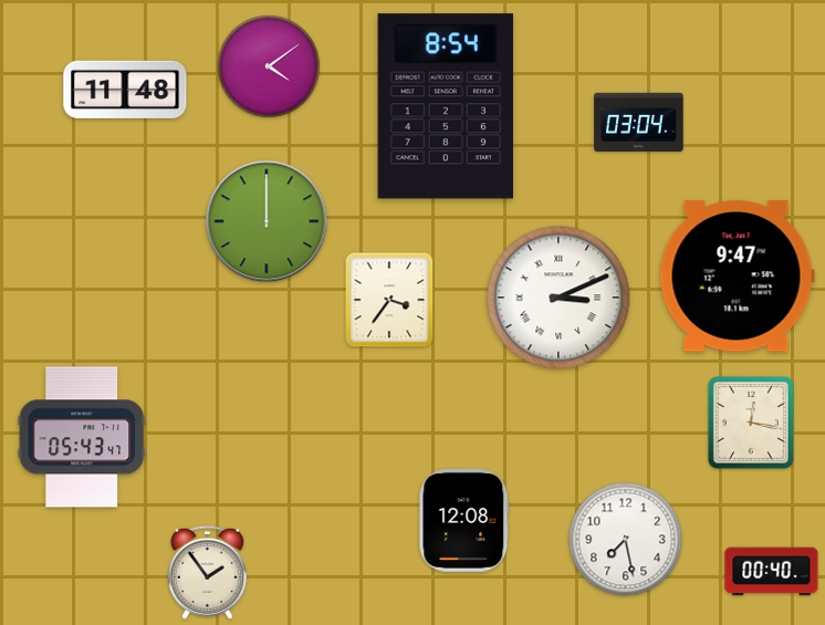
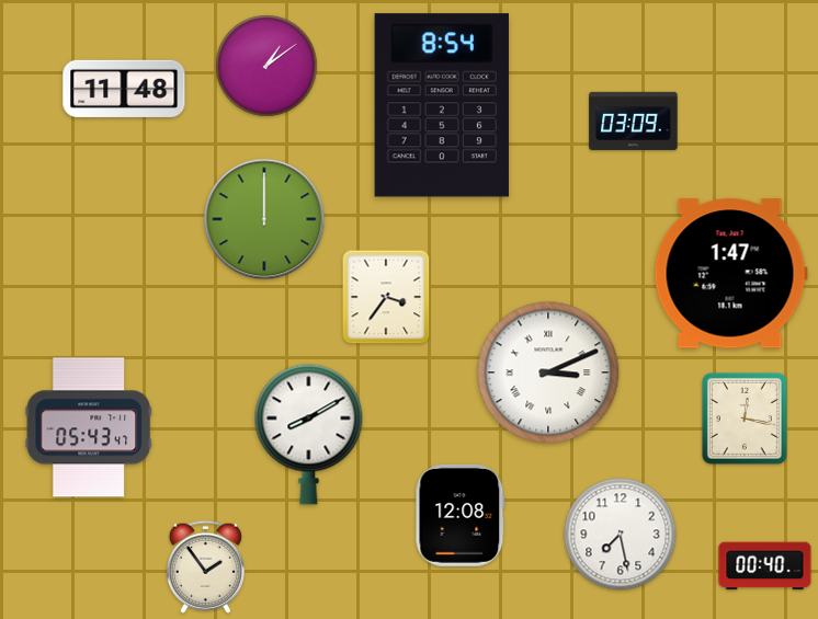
clock at (269, 66): 4:09 -> 1:09
clock at (639, 122): 03:04 -> 03:09
clock at (737, 277): 9:47 -> 1:47
clock at (558, 298) position: (558, 298) -> (548, 372)
clock at (81, 437) position: (81, 437) -> (88, 427)
clock at (309, 434): none -> 8:10
